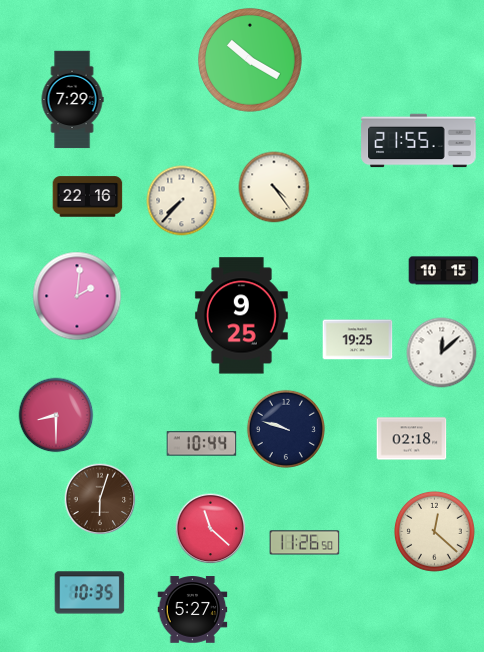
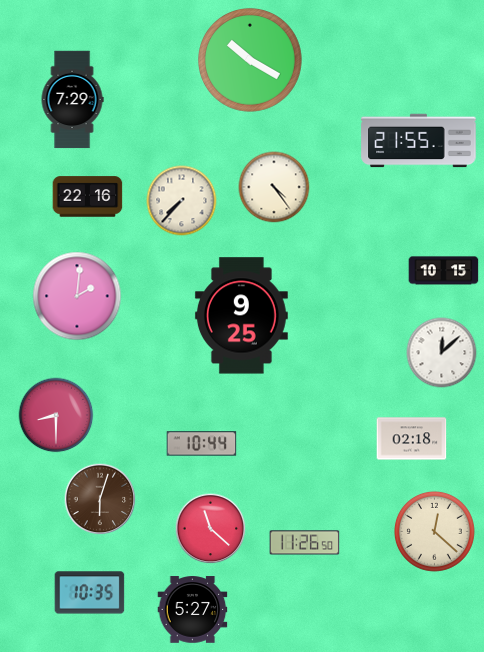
clock at (358, 340): 19:25 -> none
clock at (286, 429): 9:48 -> none
